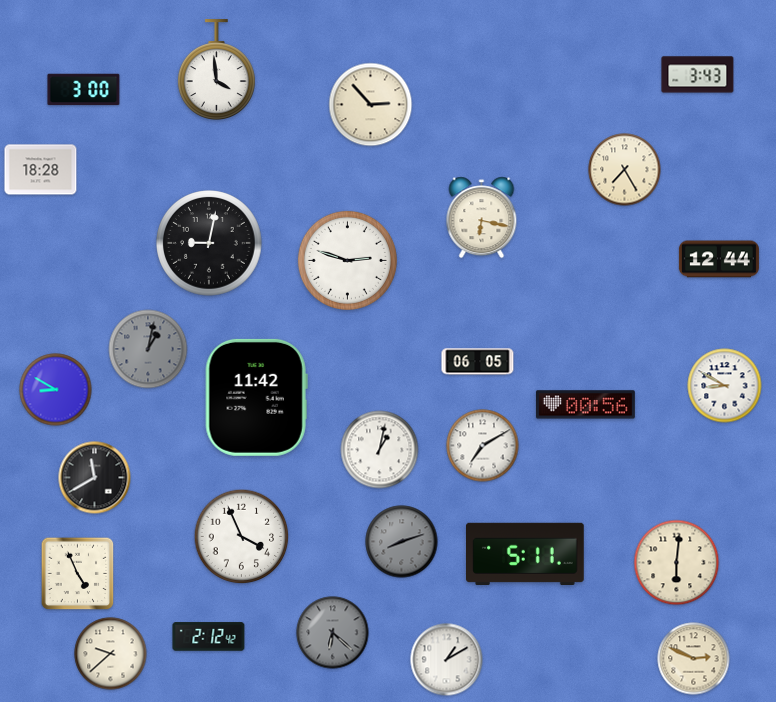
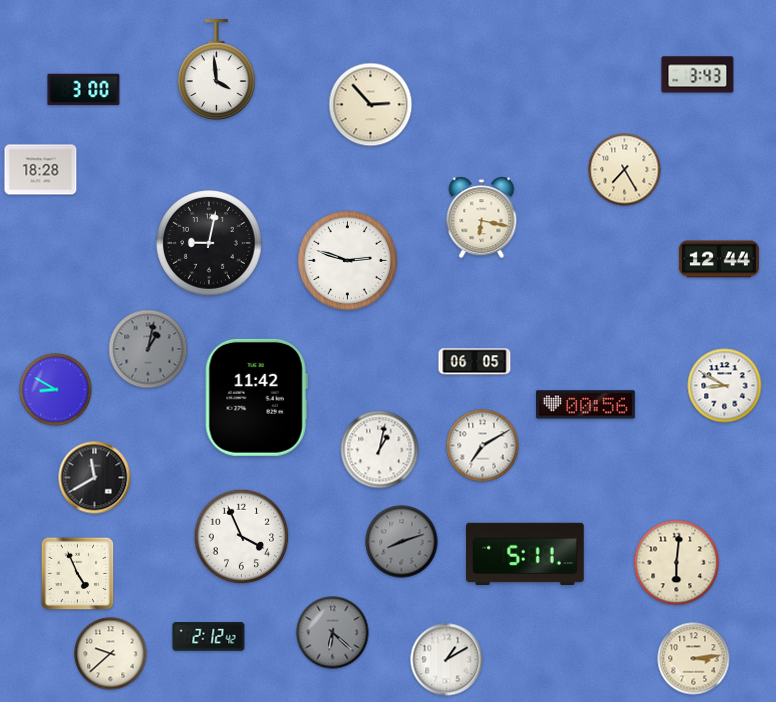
clock at (478, 362) position: (478, 362) -> (475, 362)
clock at (694, 659): 2:49 -> 3:14
